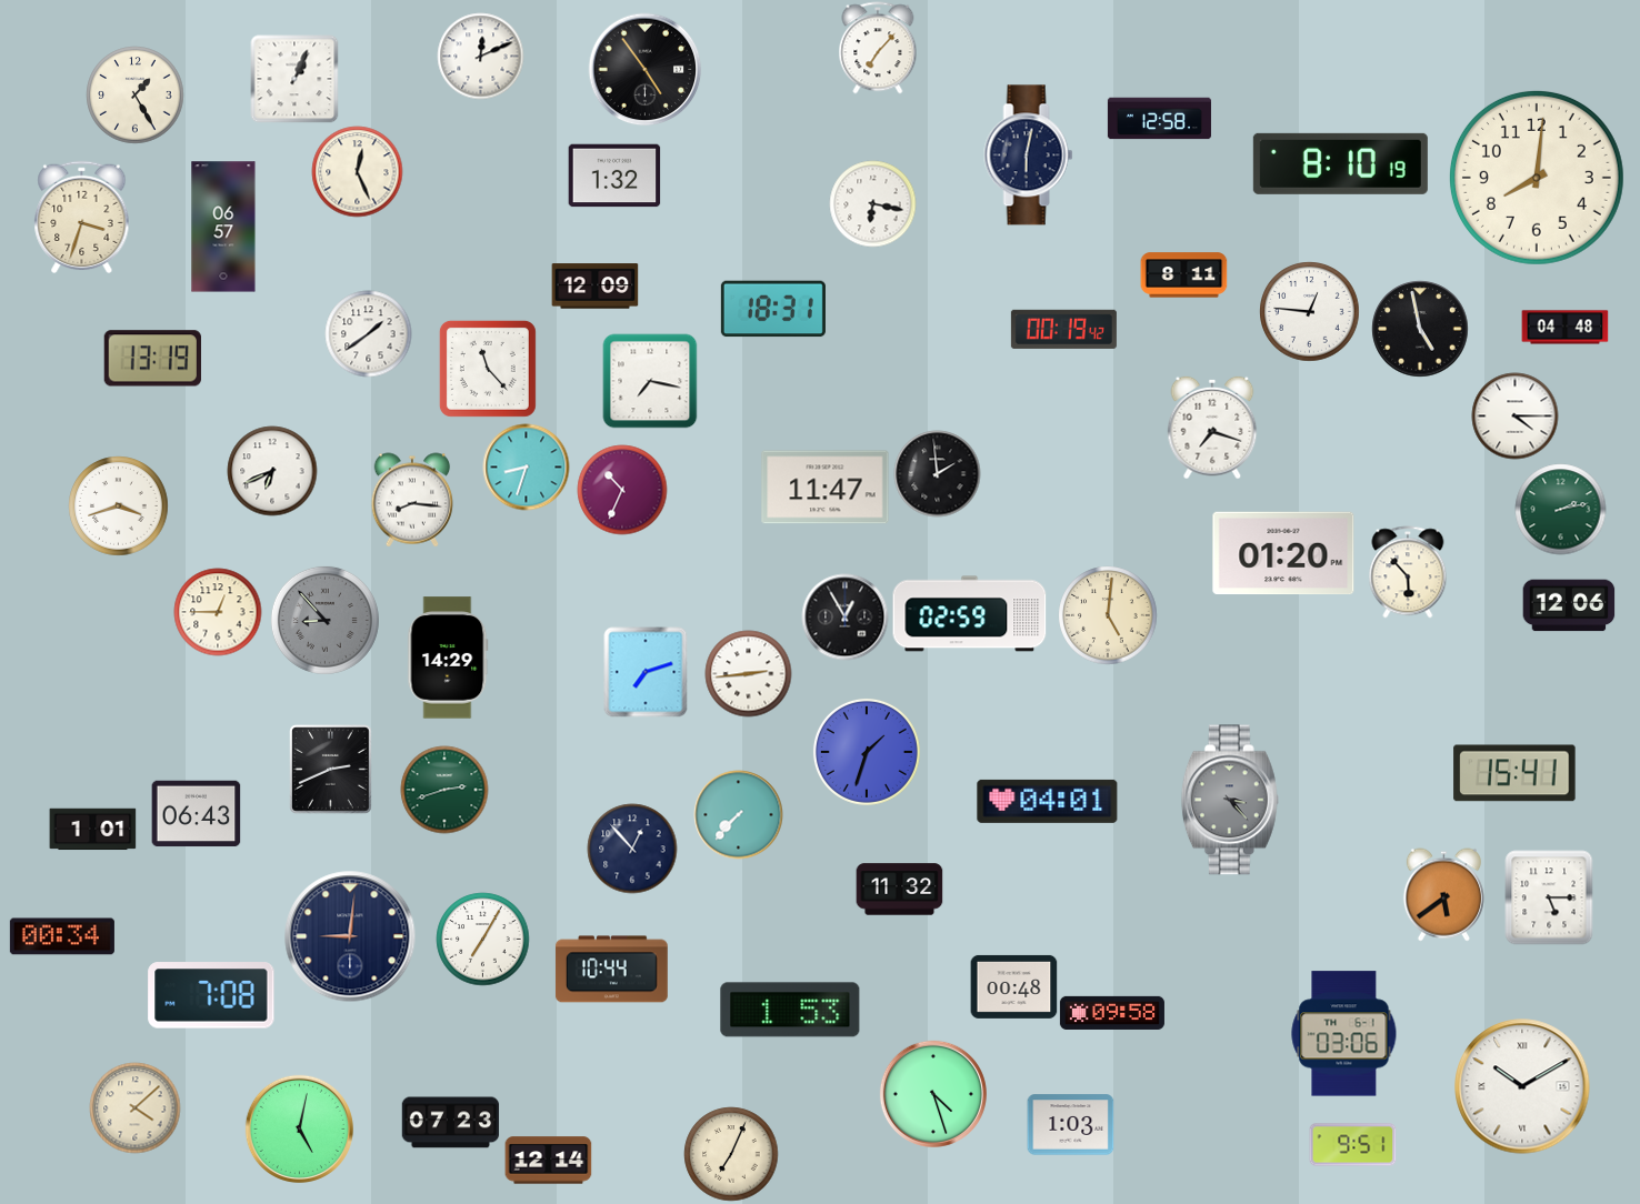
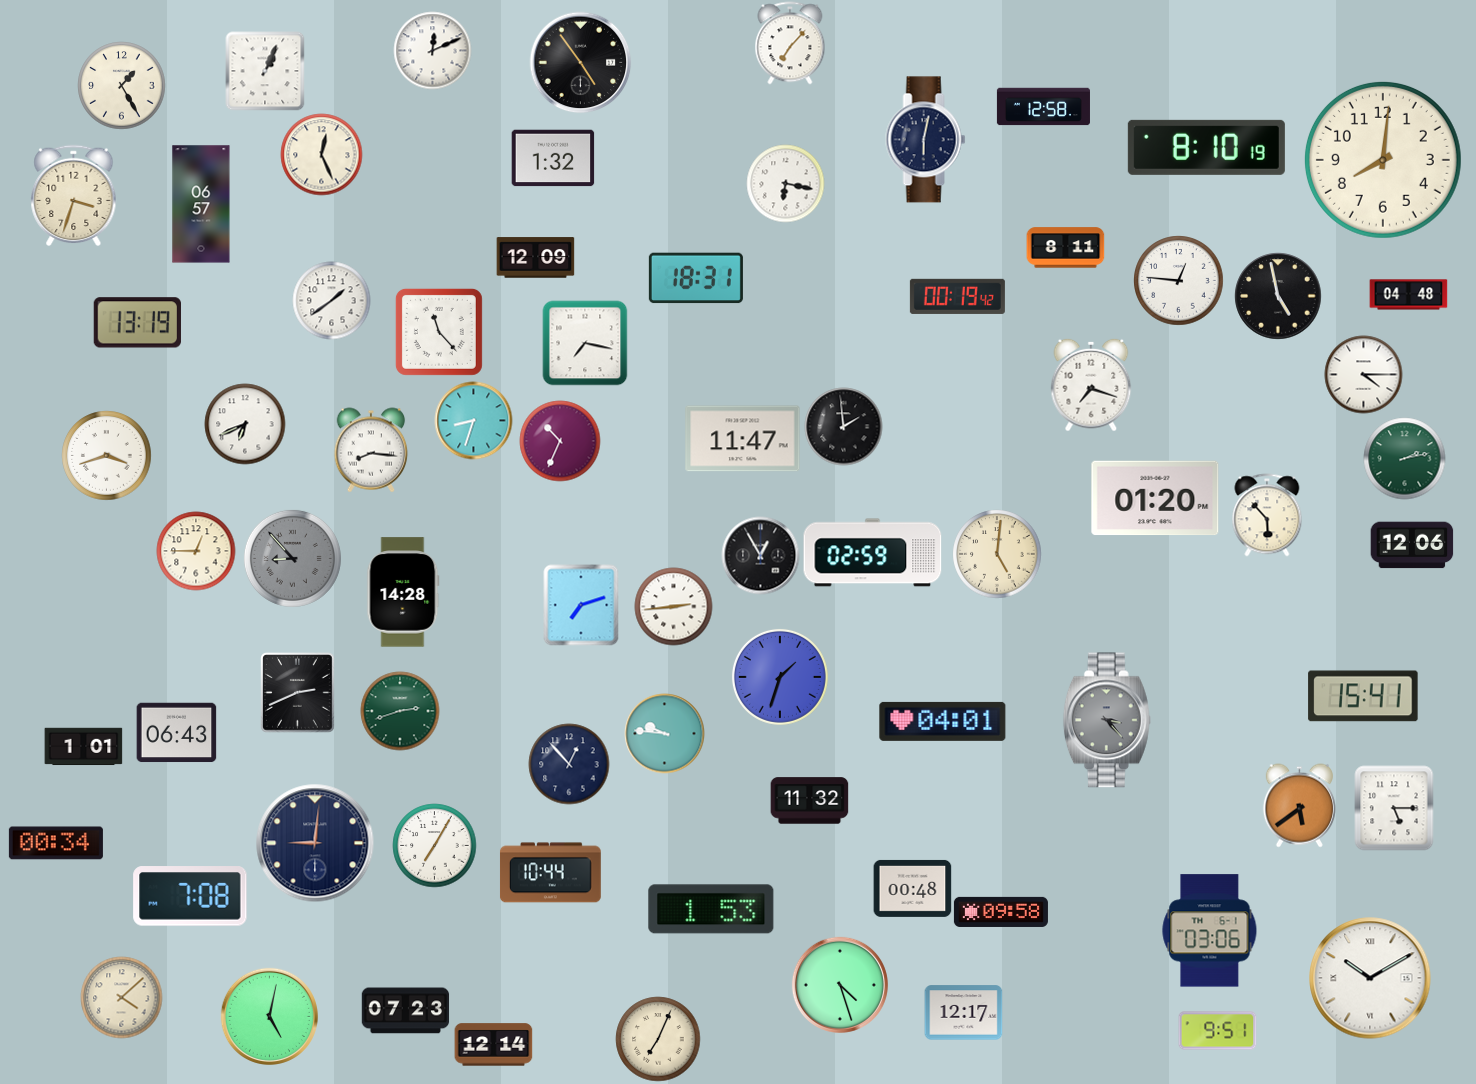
clock at (448, 658): 14:29 -> 14:28
clock at (738, 814): 7:37 -> 9:46
clock at (1070, 1125): 1:03 -> 12:17
